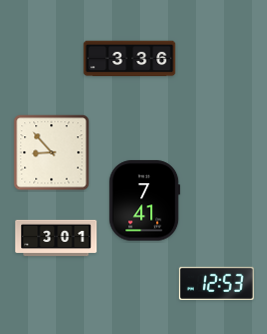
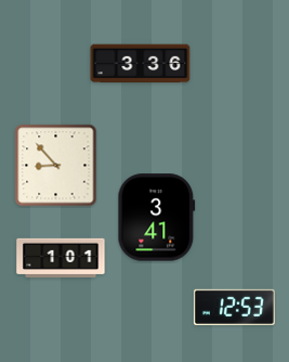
clock at (145, 201): 7:41 -> 3:41
clock at (56, 238): 3:01 -> 1:01
